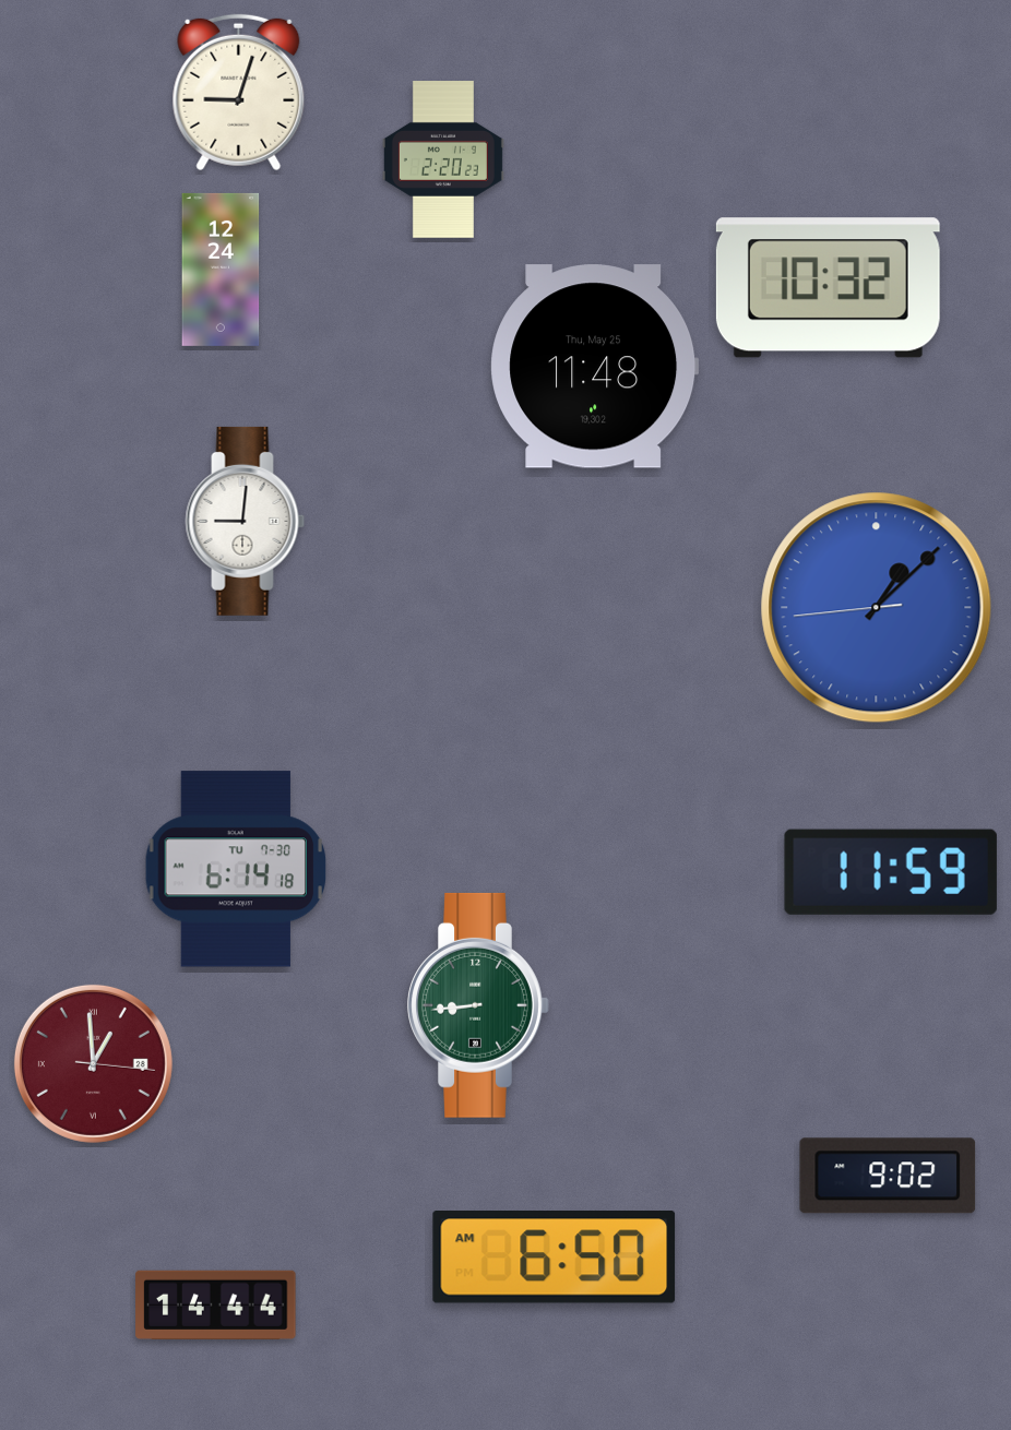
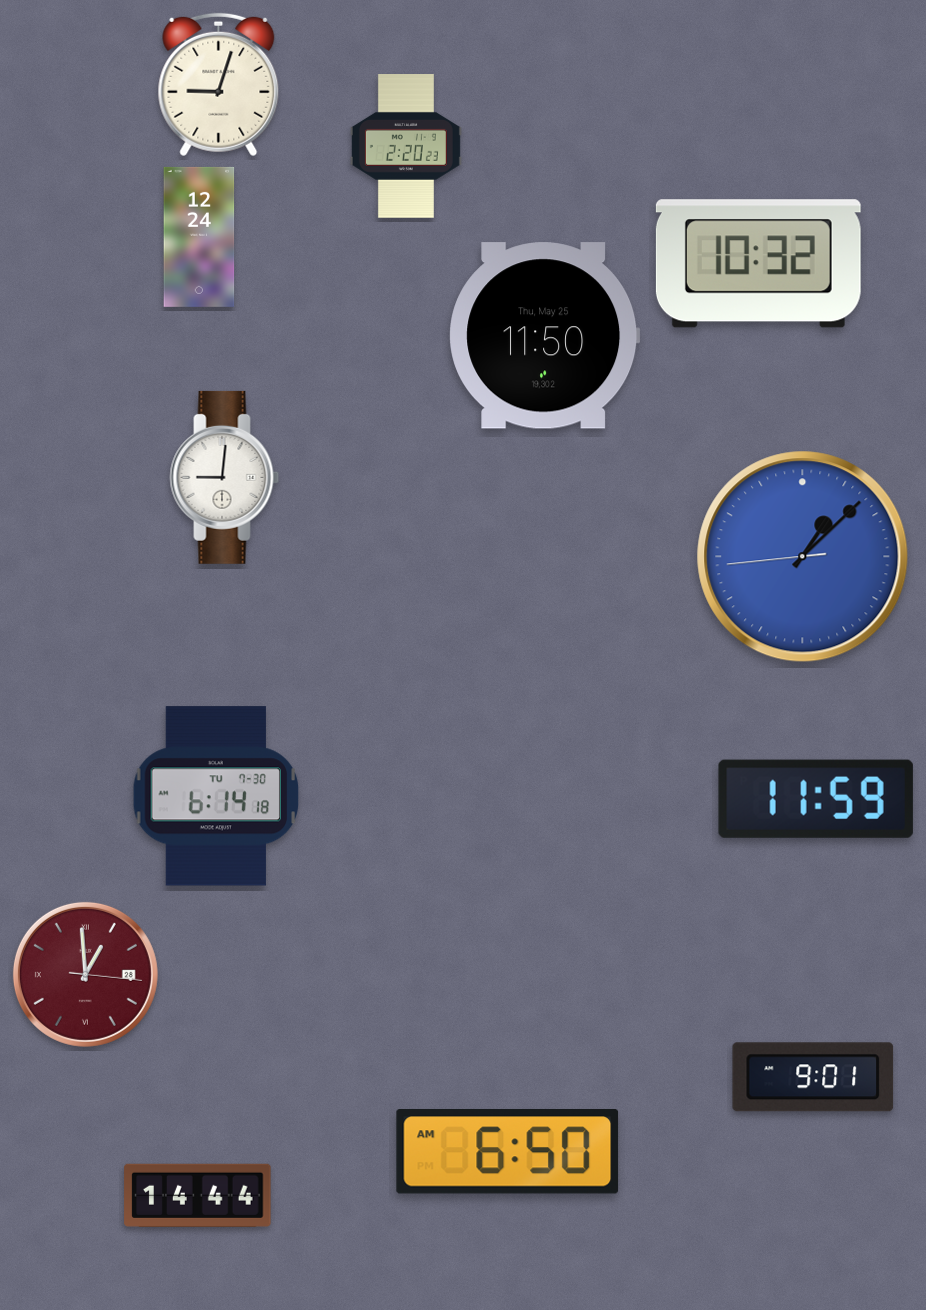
clock at (221, 270) position: (221, 270) -> (199, 237)
clock at (595, 367): 11:48 -> 11:50
clock at (478, 1005): 8:44 -> none
clock at (888, 1176): 9:02 -> 9:01
